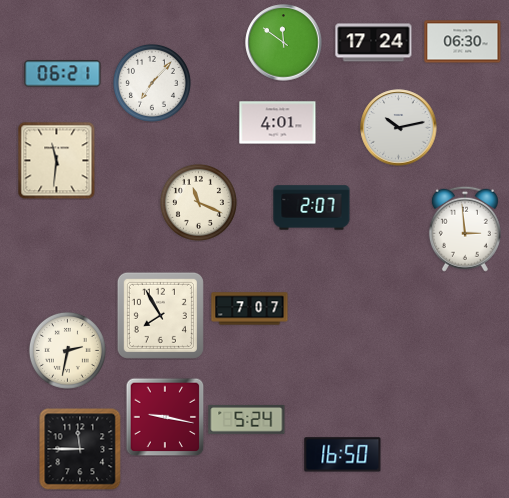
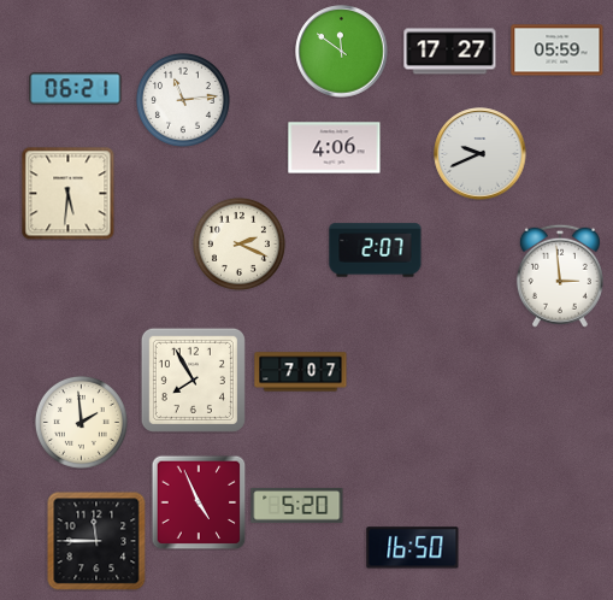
clock at (463, 42): 06:30 -> 05:59
clock at (374, 43): 17:24 -> 17:27
clock at (152, 83): 7:07 -> 11:14
clock at (278, 123): 4:01 -> 4:06
clock at (399, 128): 10:13 -> 9:41
clock at (56, 160): 11:31 -> 5:31
clock at (198, 202): 11:19 -> 2:19
clock at (67, 350): 2:32 -> 1:59
clock at (165, 417): 9:17 -> 4:56
clock at (247, 419): 5:24 -> 5:20
